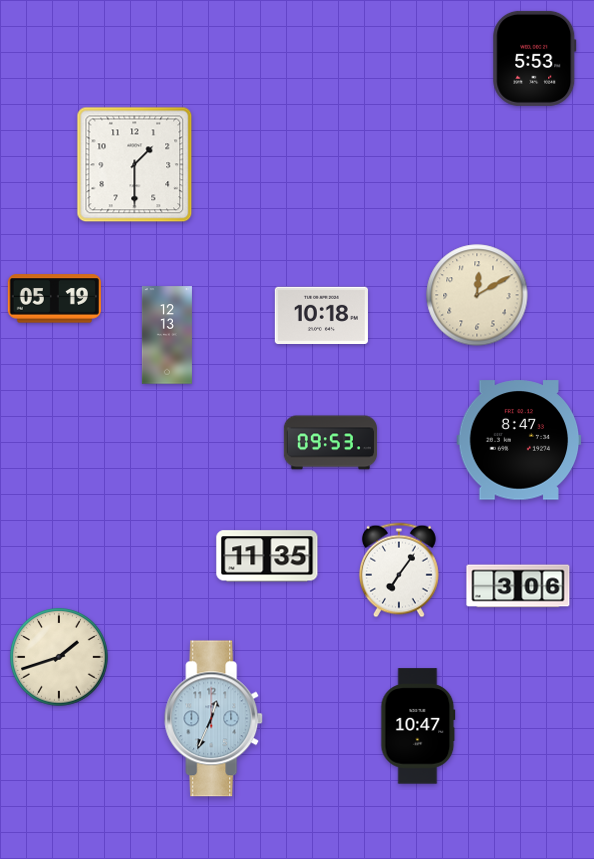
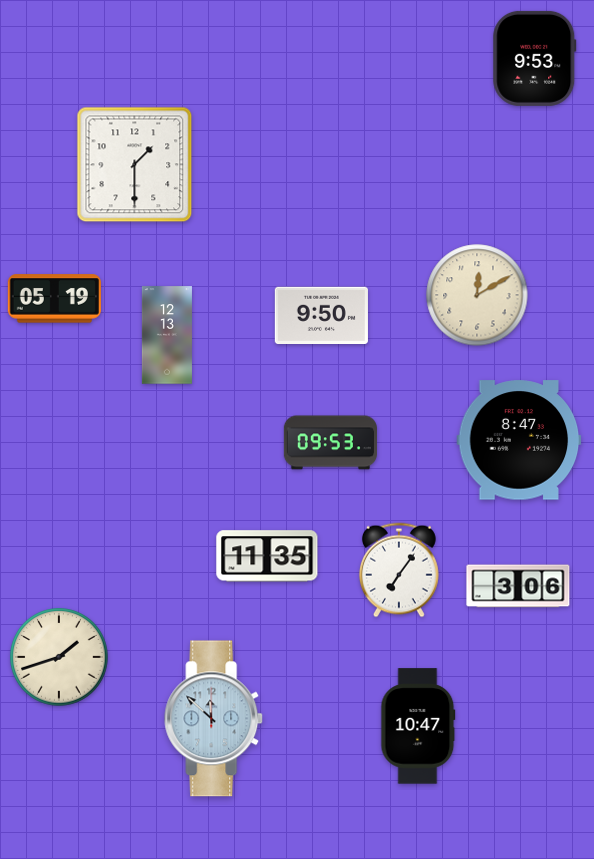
clock at (535, 58): 5:53 -> 9:53
clock at (321, 315): 10:18 -> 9:50
clock at (214, 719): 12:34 -> 11:52
